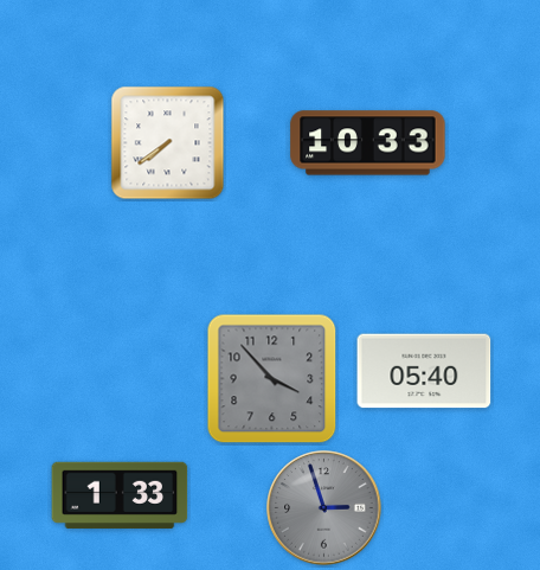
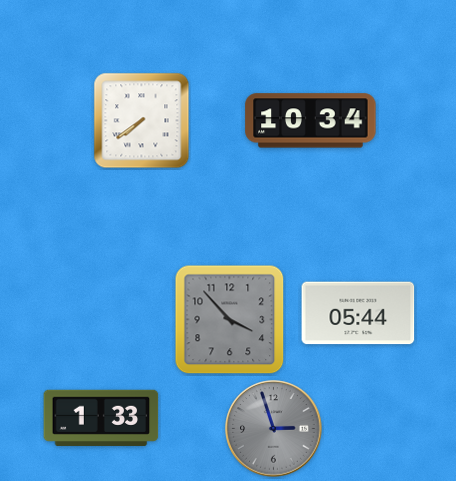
clock at (368, 143): 10:33 -> 10:34
clock at (424, 371): 05:40 -> 05:44
